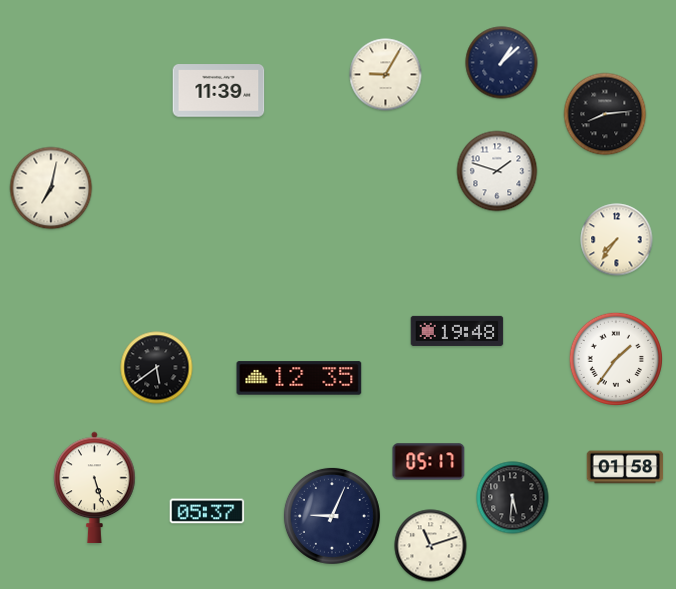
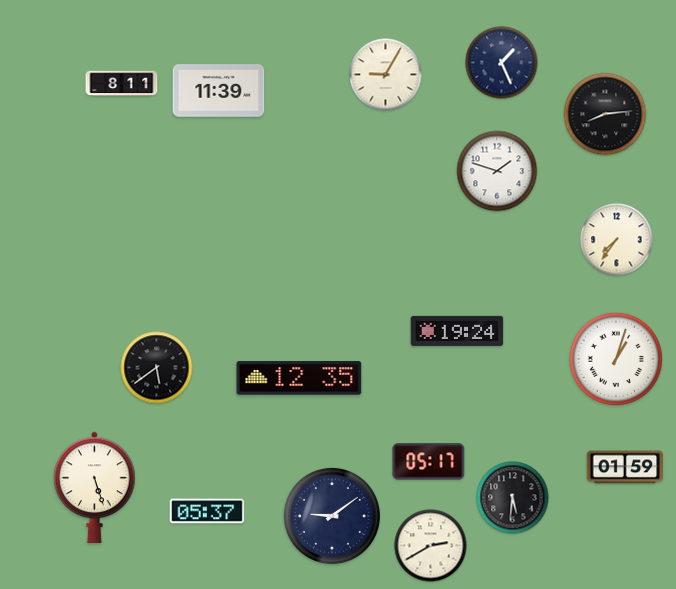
clock at (502, 63): 1:08 -> 1:26
clock at (122, 84): none -> 8:11
clock at (51, 188): 7:02 -> none
clock at (457, 331): 19:48 -> 19:24
clock at (616, 359): 1:36 -> 1:03
clock at (625, 467): 01:58 -> 01:59
clock at (332, 516): 9:04 -> 9:09
clock at (431, 546): 11:12 -> 2:40
